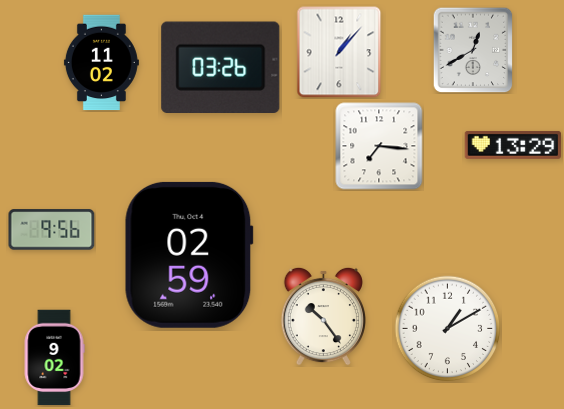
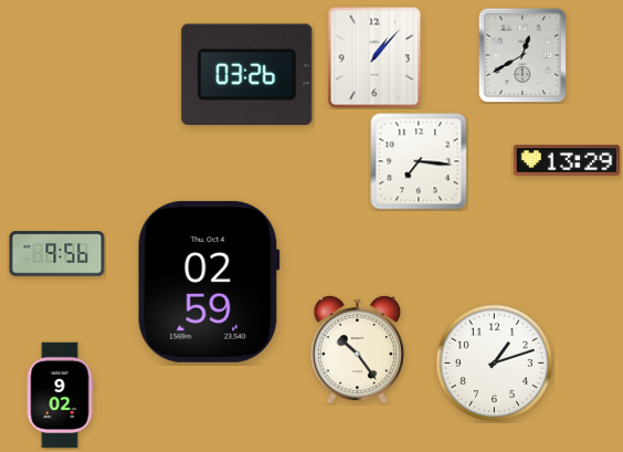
clock at (101, 63): 11:02 -> none
clock at (221, 67) position: (221, 67) -> (247, 74)
clock at (448, 329): 1:10 -> 1:12
